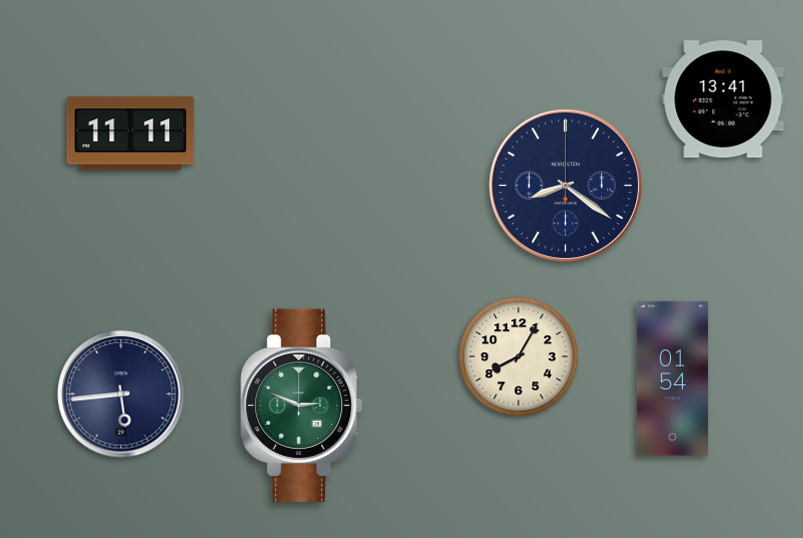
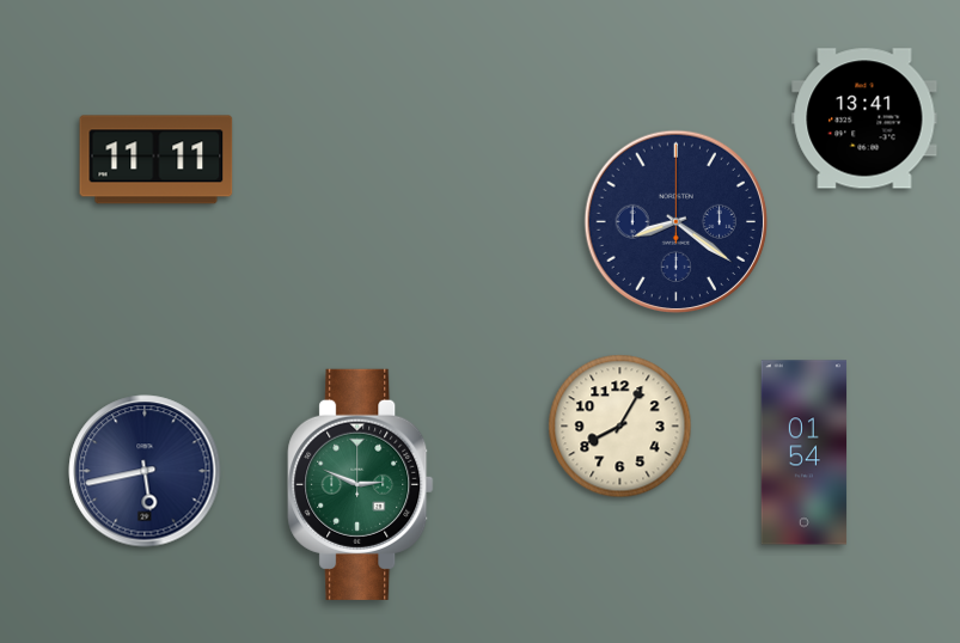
clock at (121, 394): 5:44 -> 5:43
